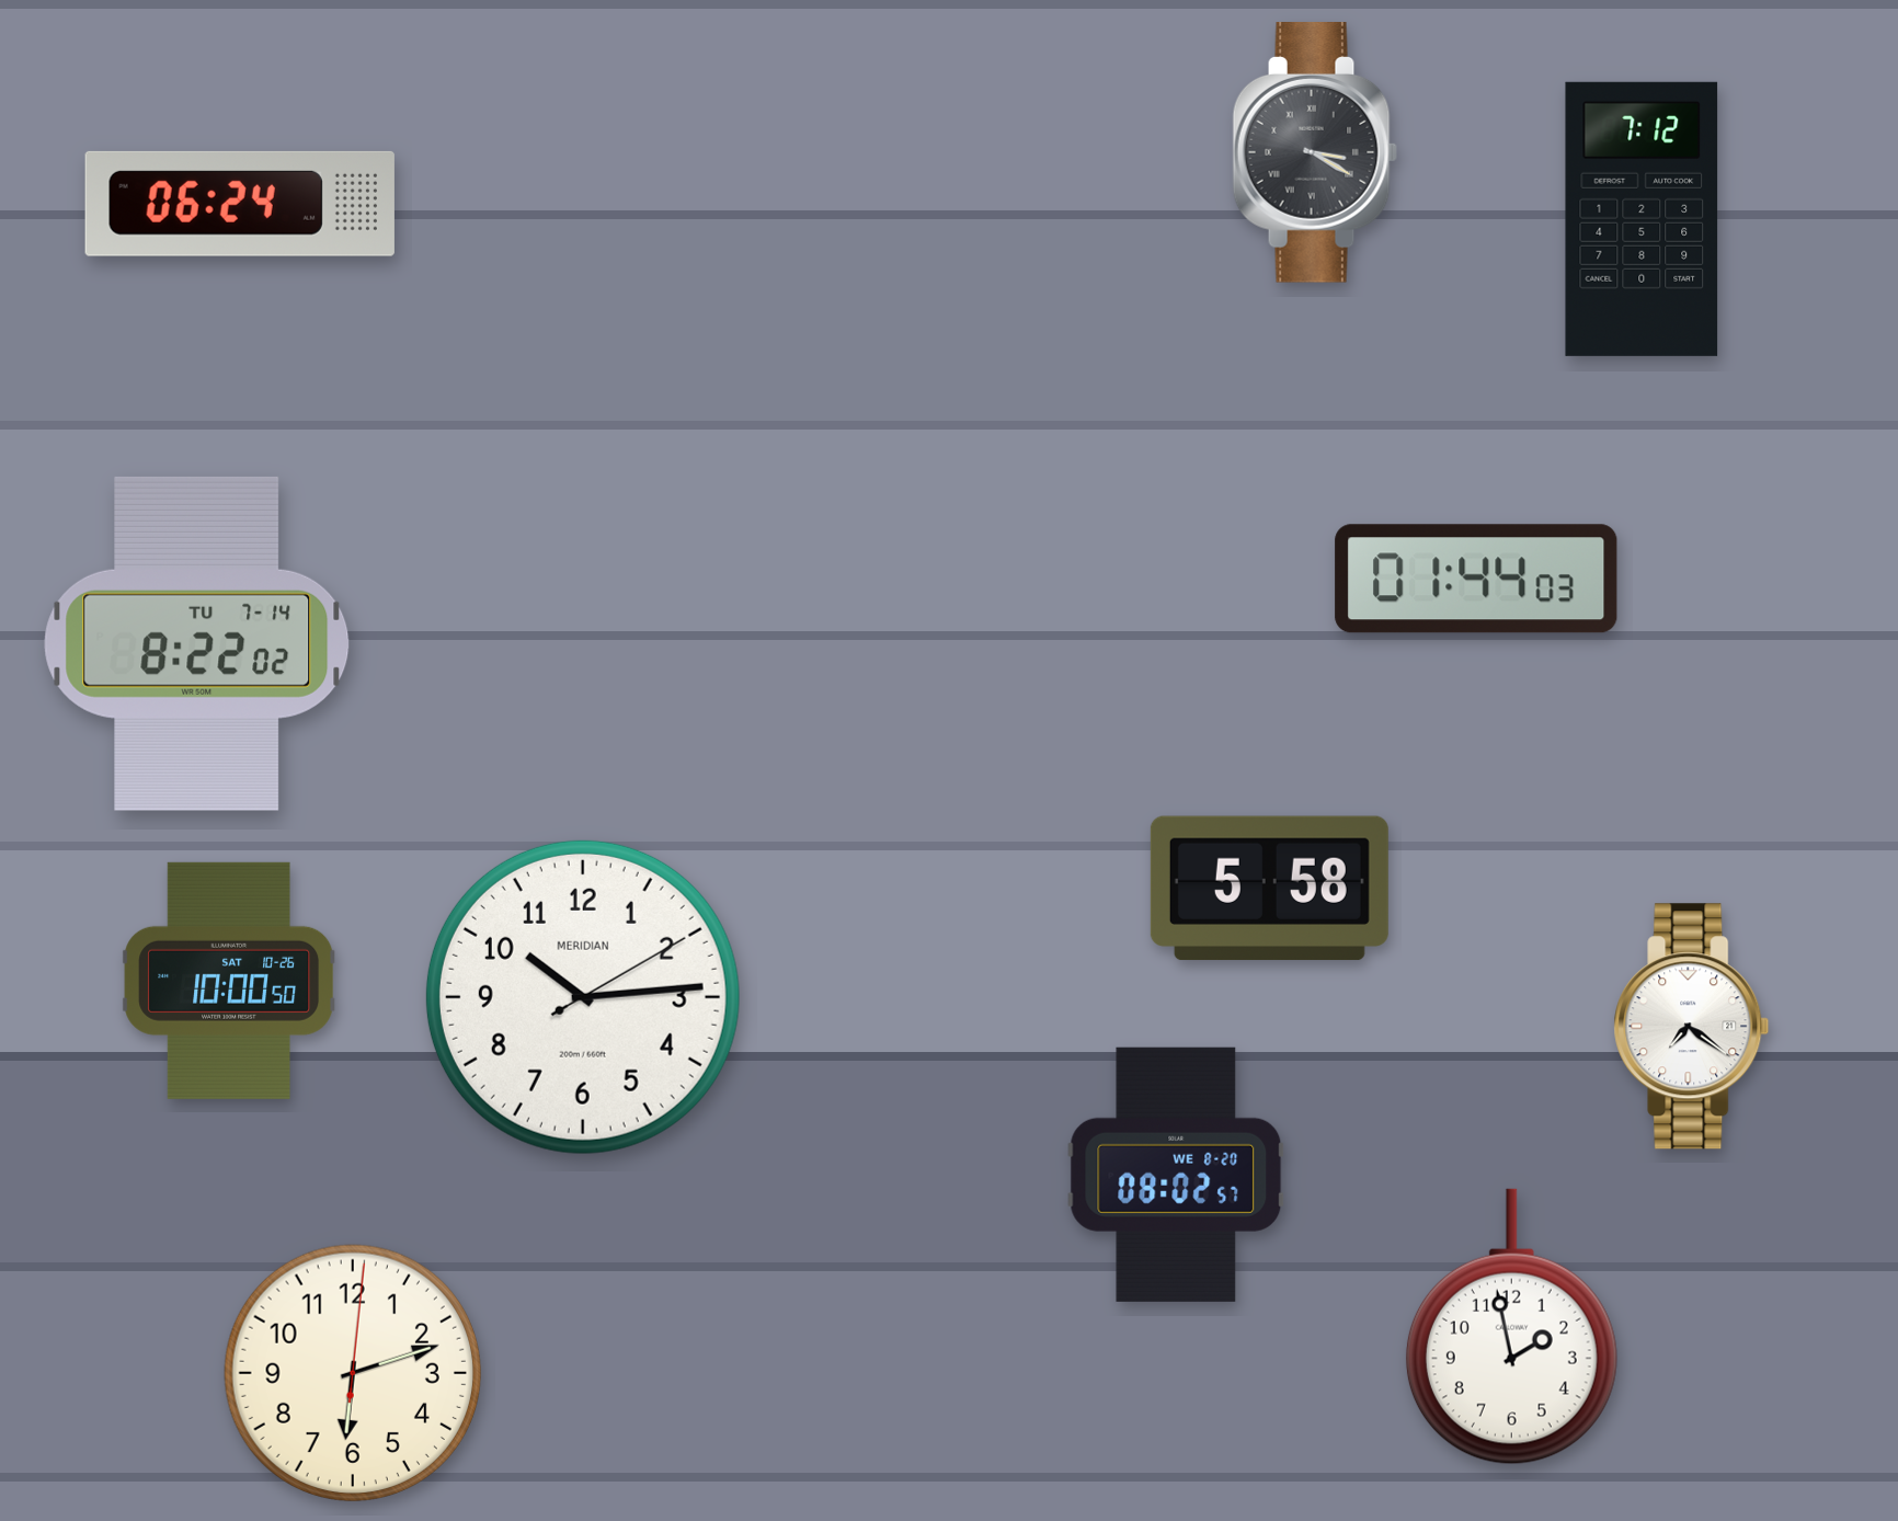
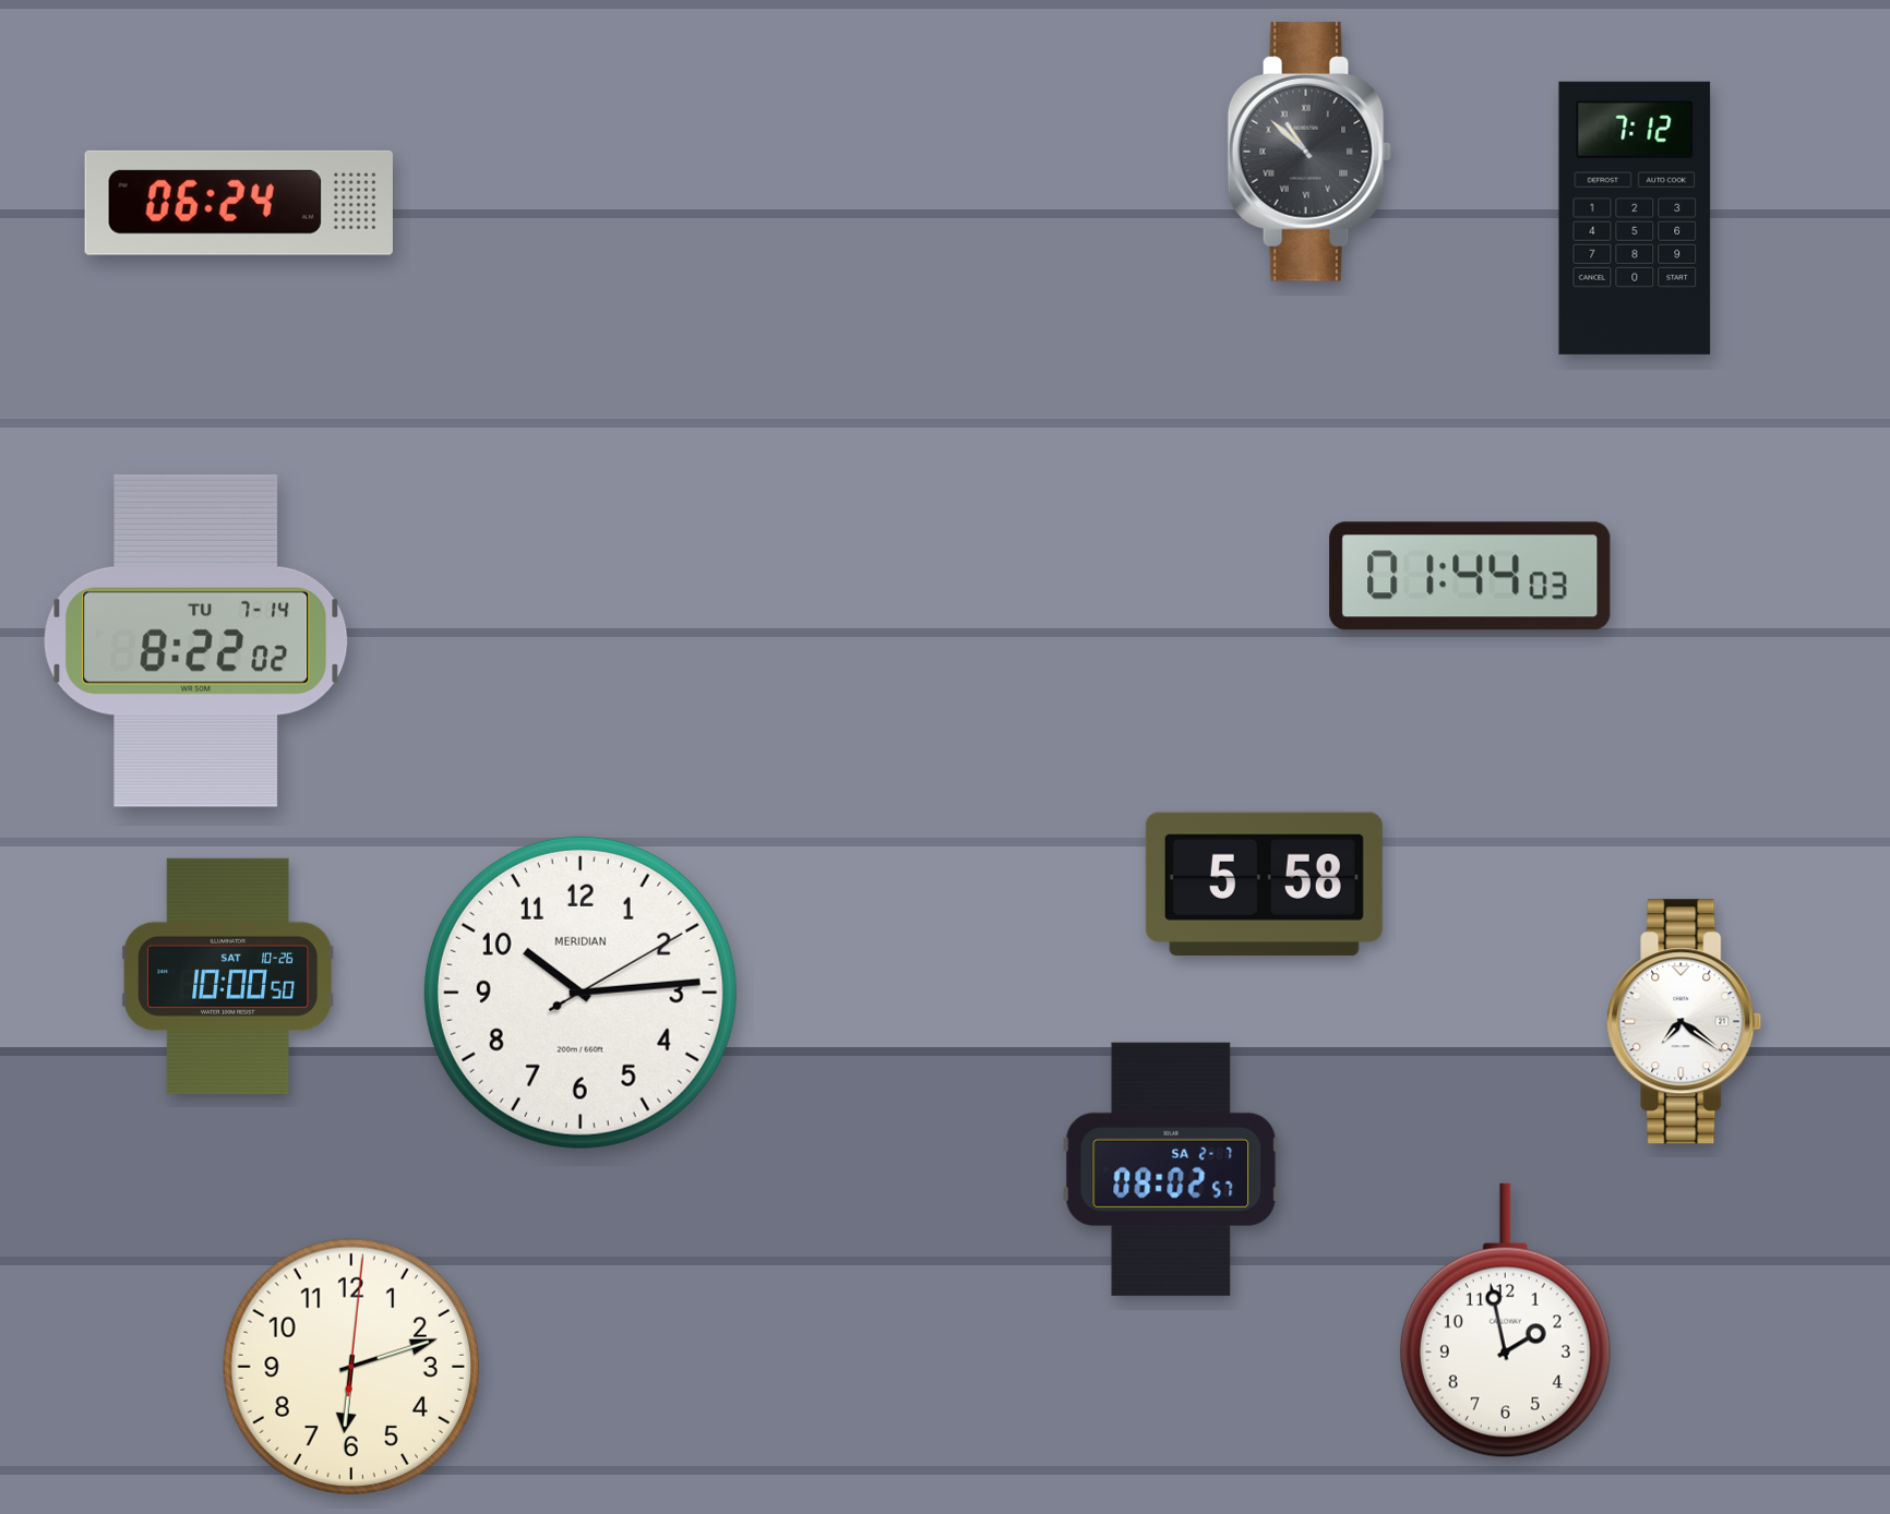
clock at (1315, 153): 3:20 -> 10:52
clock at (1176, 1175) date: WE 8-20 -> SA 2-7
